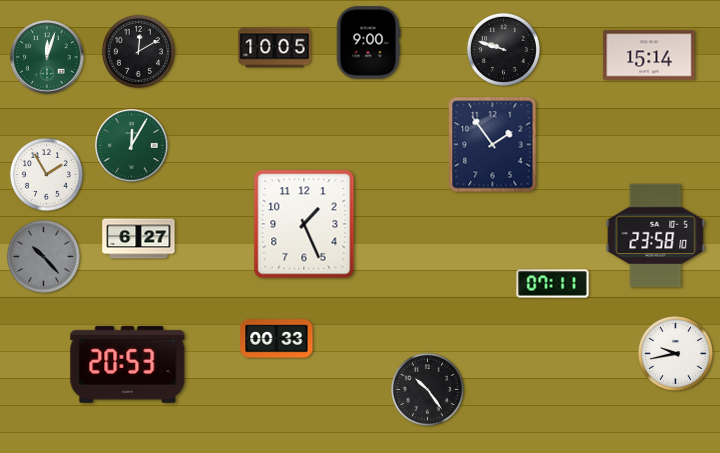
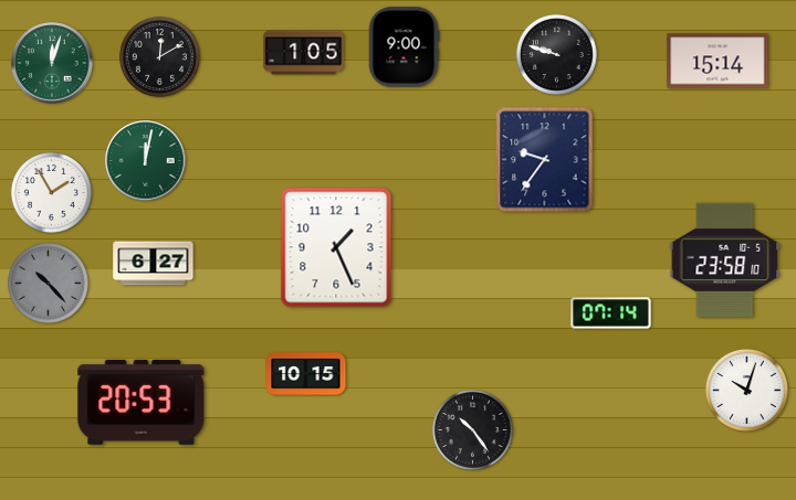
clock at (368, 43) position: (368, 43) -> (404, 47)
clock at (275, 48): 10:05 -> 1:05
clock at (138, 51) position: (138, 51) -> (159, 56)
clock at (493, 145): 1:54 -> 9:36
clock at (132, 146): 12:05 -> 12:02
clock at (553, 284): 07:11 -> 07:14
clock at (277, 339): 00:33 -> 10:15
clock at (675, 353): 9:43 -> 10:03
